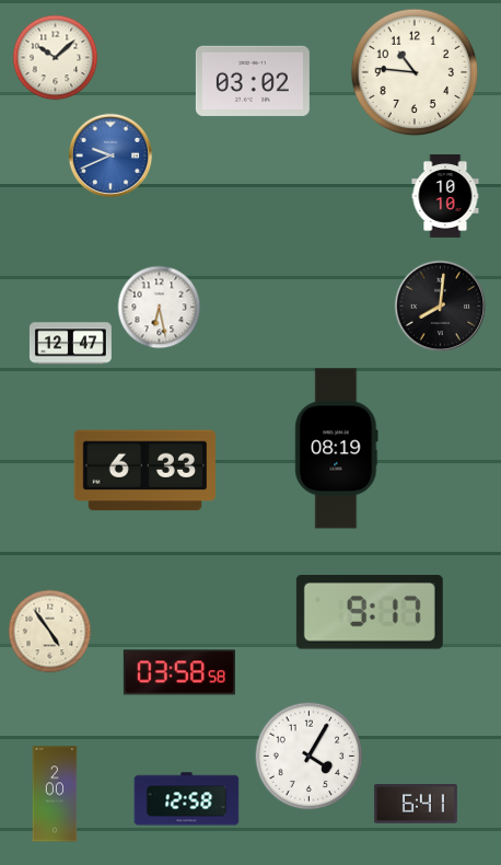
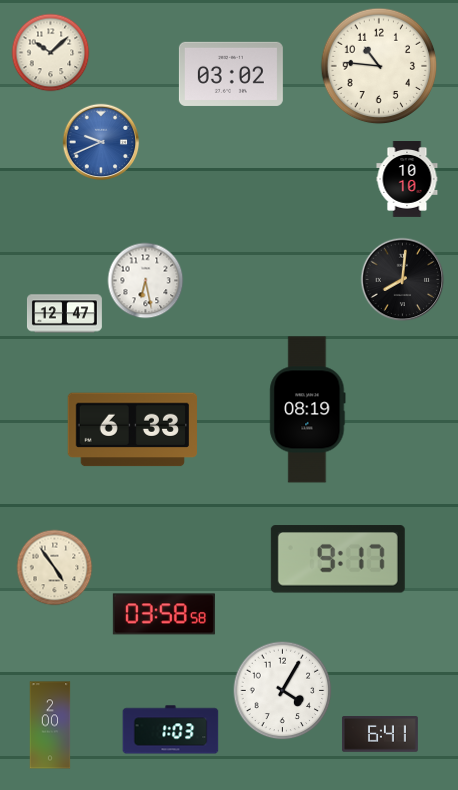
clock at (50, 632) position: (50, 632) -> (55, 568)
clock at (187, 799): 12:58 -> 1:03
